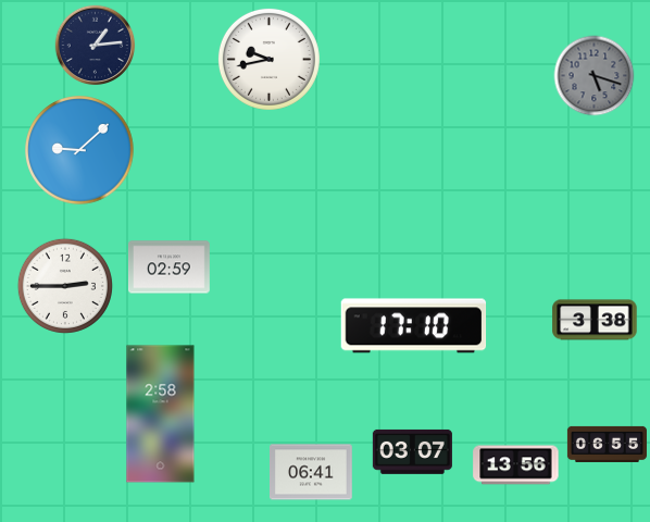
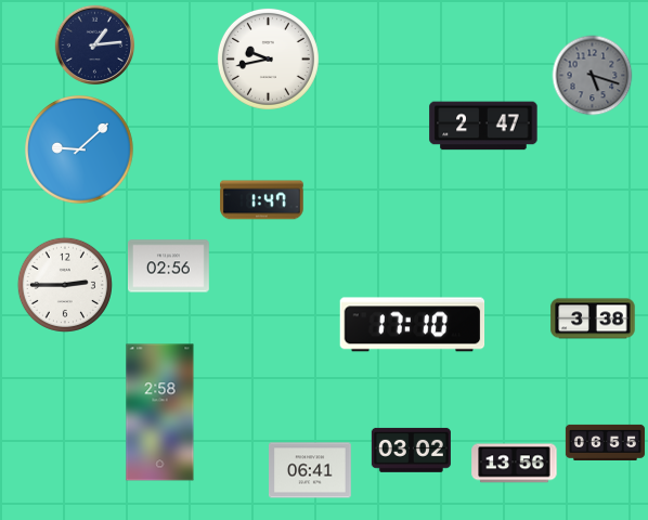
clock at (483, 126): none -> 2:47
clock at (262, 200): none -> 1:47
clock at (168, 268): 02:59 -> 02:56
clock at (412, 451): 03:07 -> 03:02
